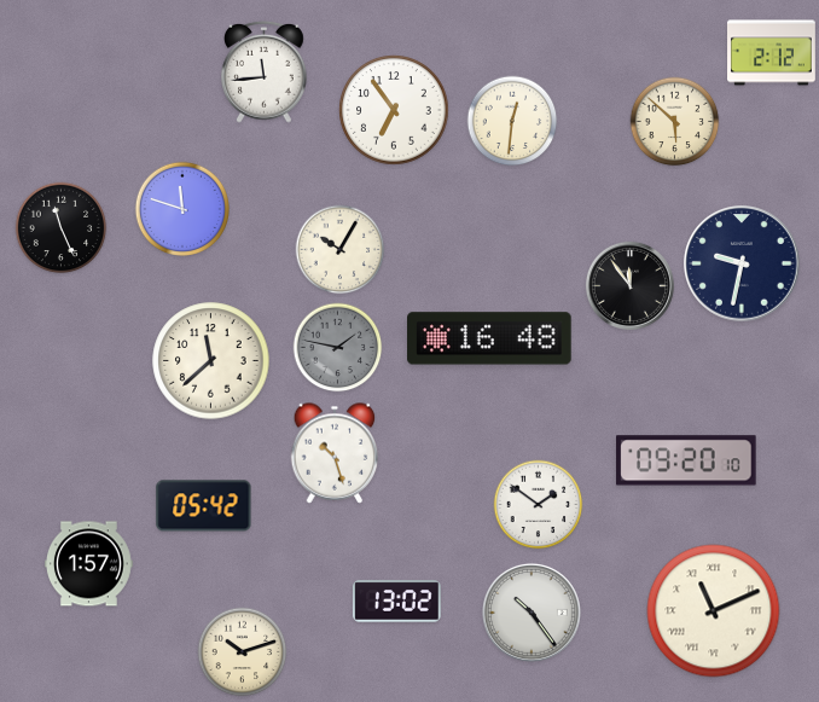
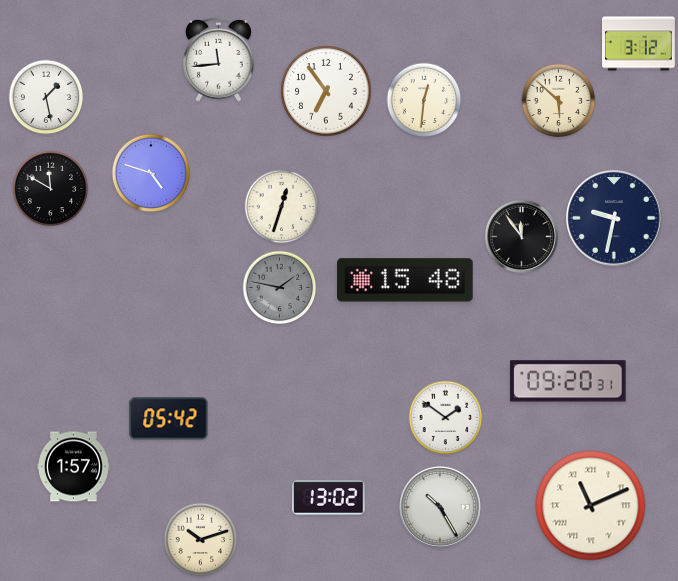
clock at (772, 53): 2:12 -> 3:12
clock at (46, 97): none -> 1:28
clock at (182, 209): 11:48 -> 4:48
clock at (62, 228): 11:26 -> 11:50
clock at (341, 250): 10:05 -> 12:33
clock at (489, 338): 16:48 -> 15:48
clock at (211, 361): 11:38 -> none
clock at (335, 453): 10:27 -> none
clock at (686, 460): 09:20:10 -> 09:20:31
clock at (532, 613): 10:24 -> 10:25
